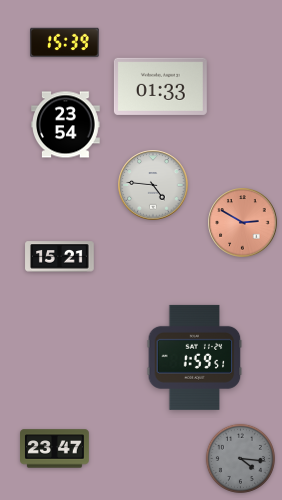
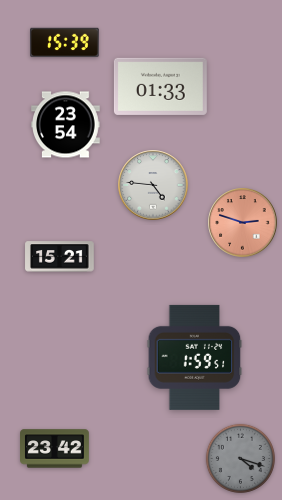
clock at (243, 223): 2:50 -> 2:48
clock at (55, 449): 23:47 -> 23:42
clock at (240, 458): 4:16 -> 4:18
